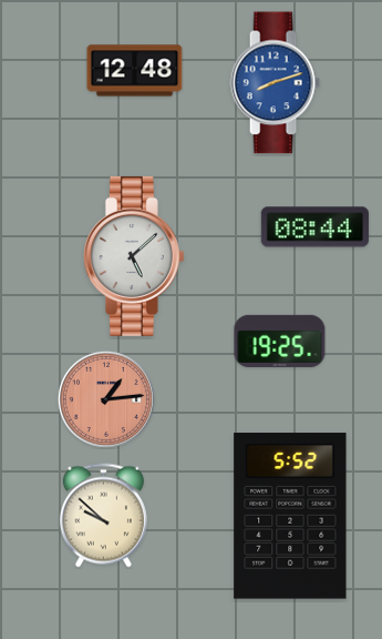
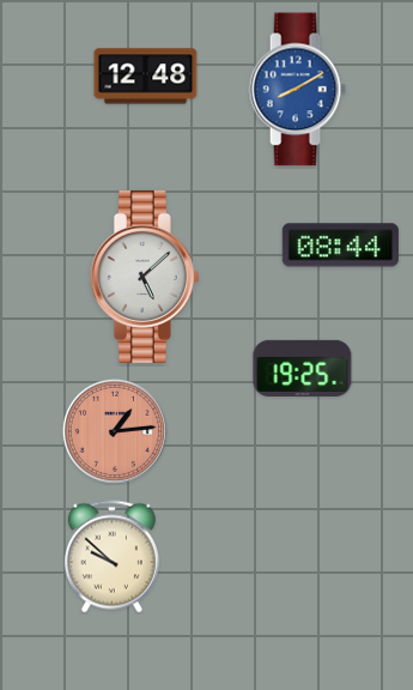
clock at (275, 83): 8:12 -> 8:10
clock at (290, 516): 5:52 -> none
